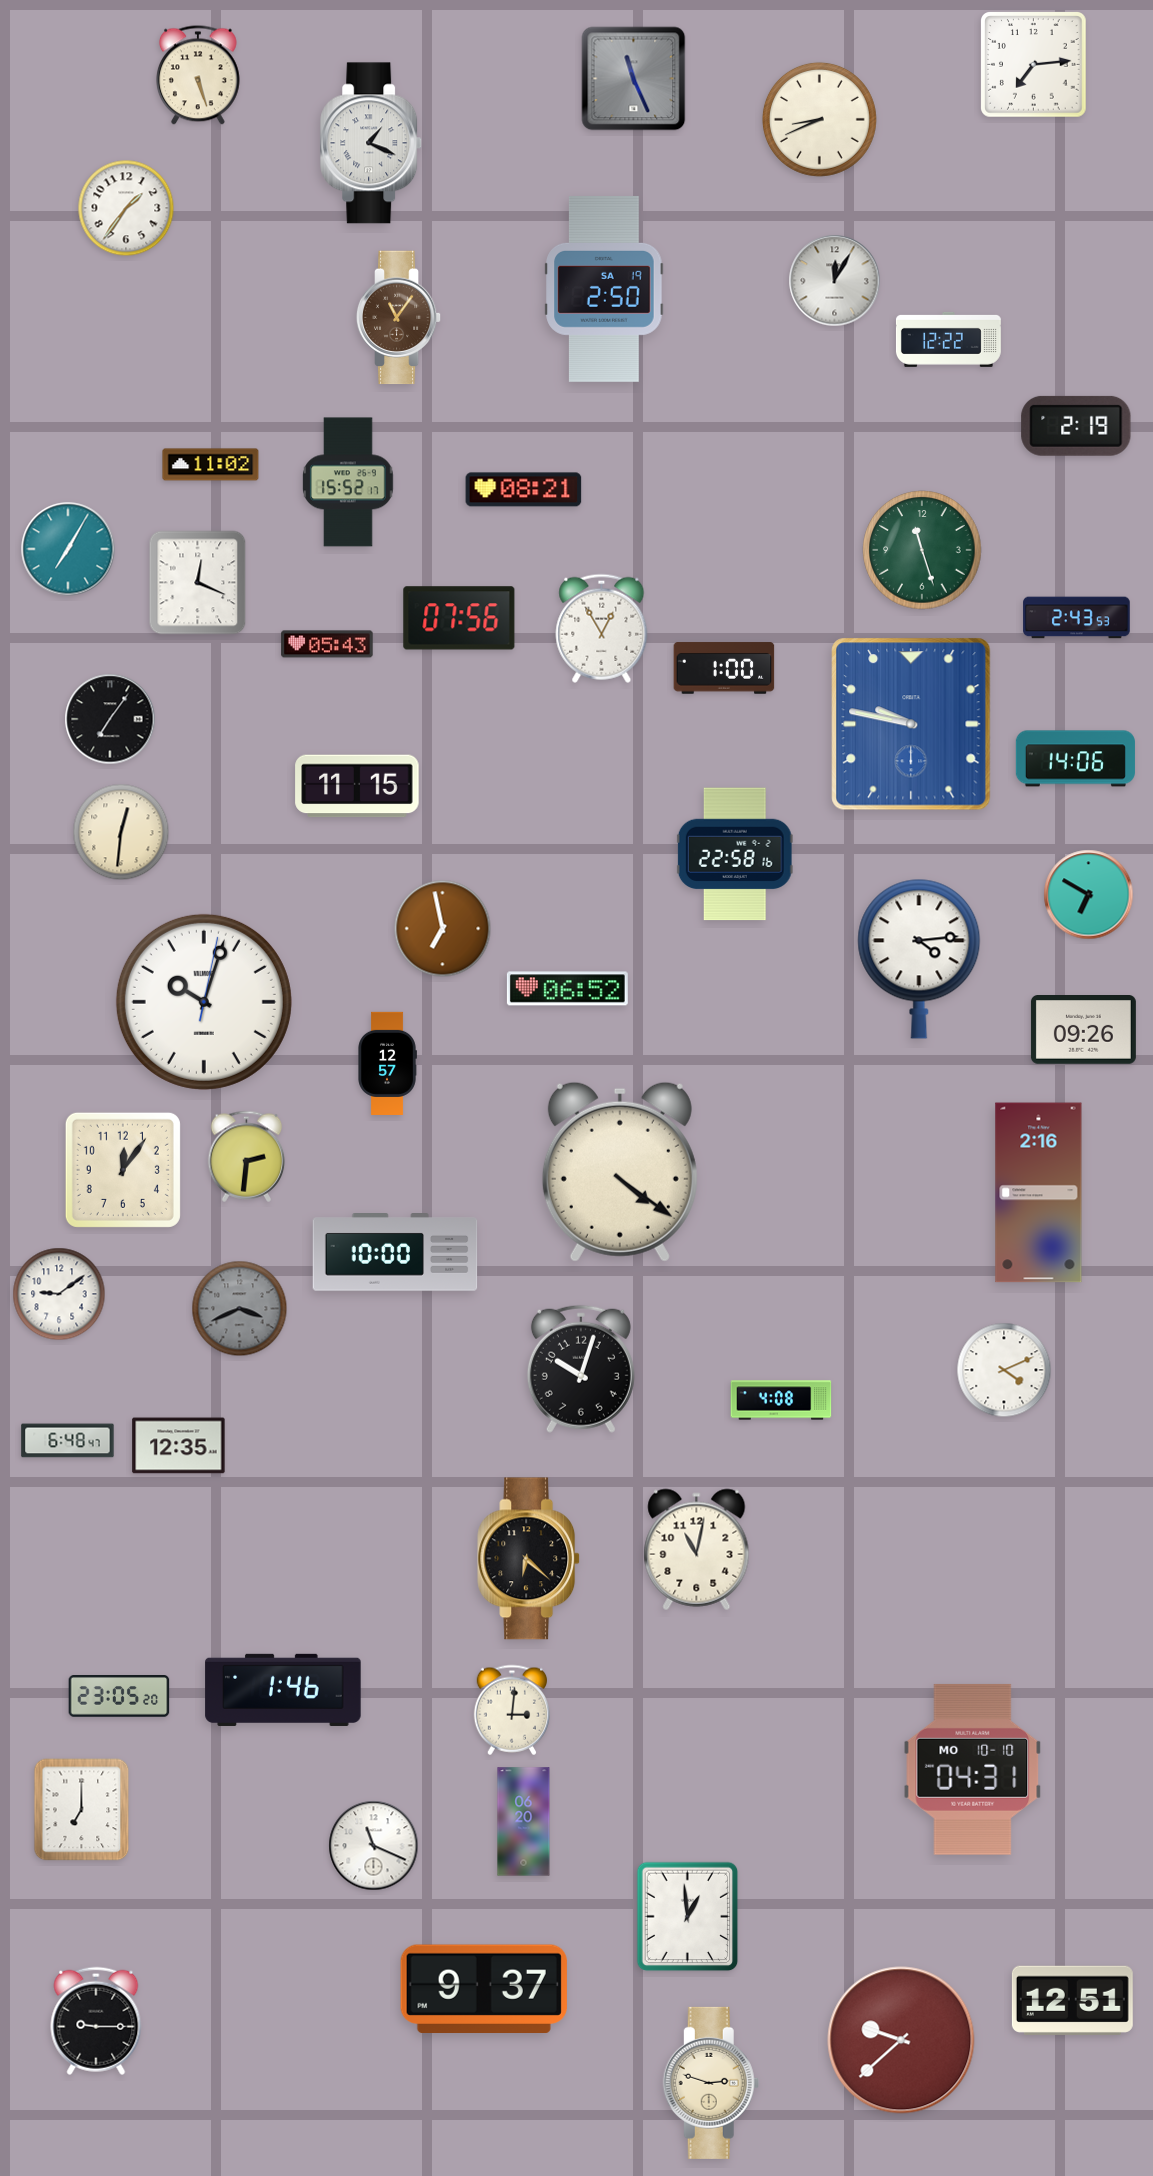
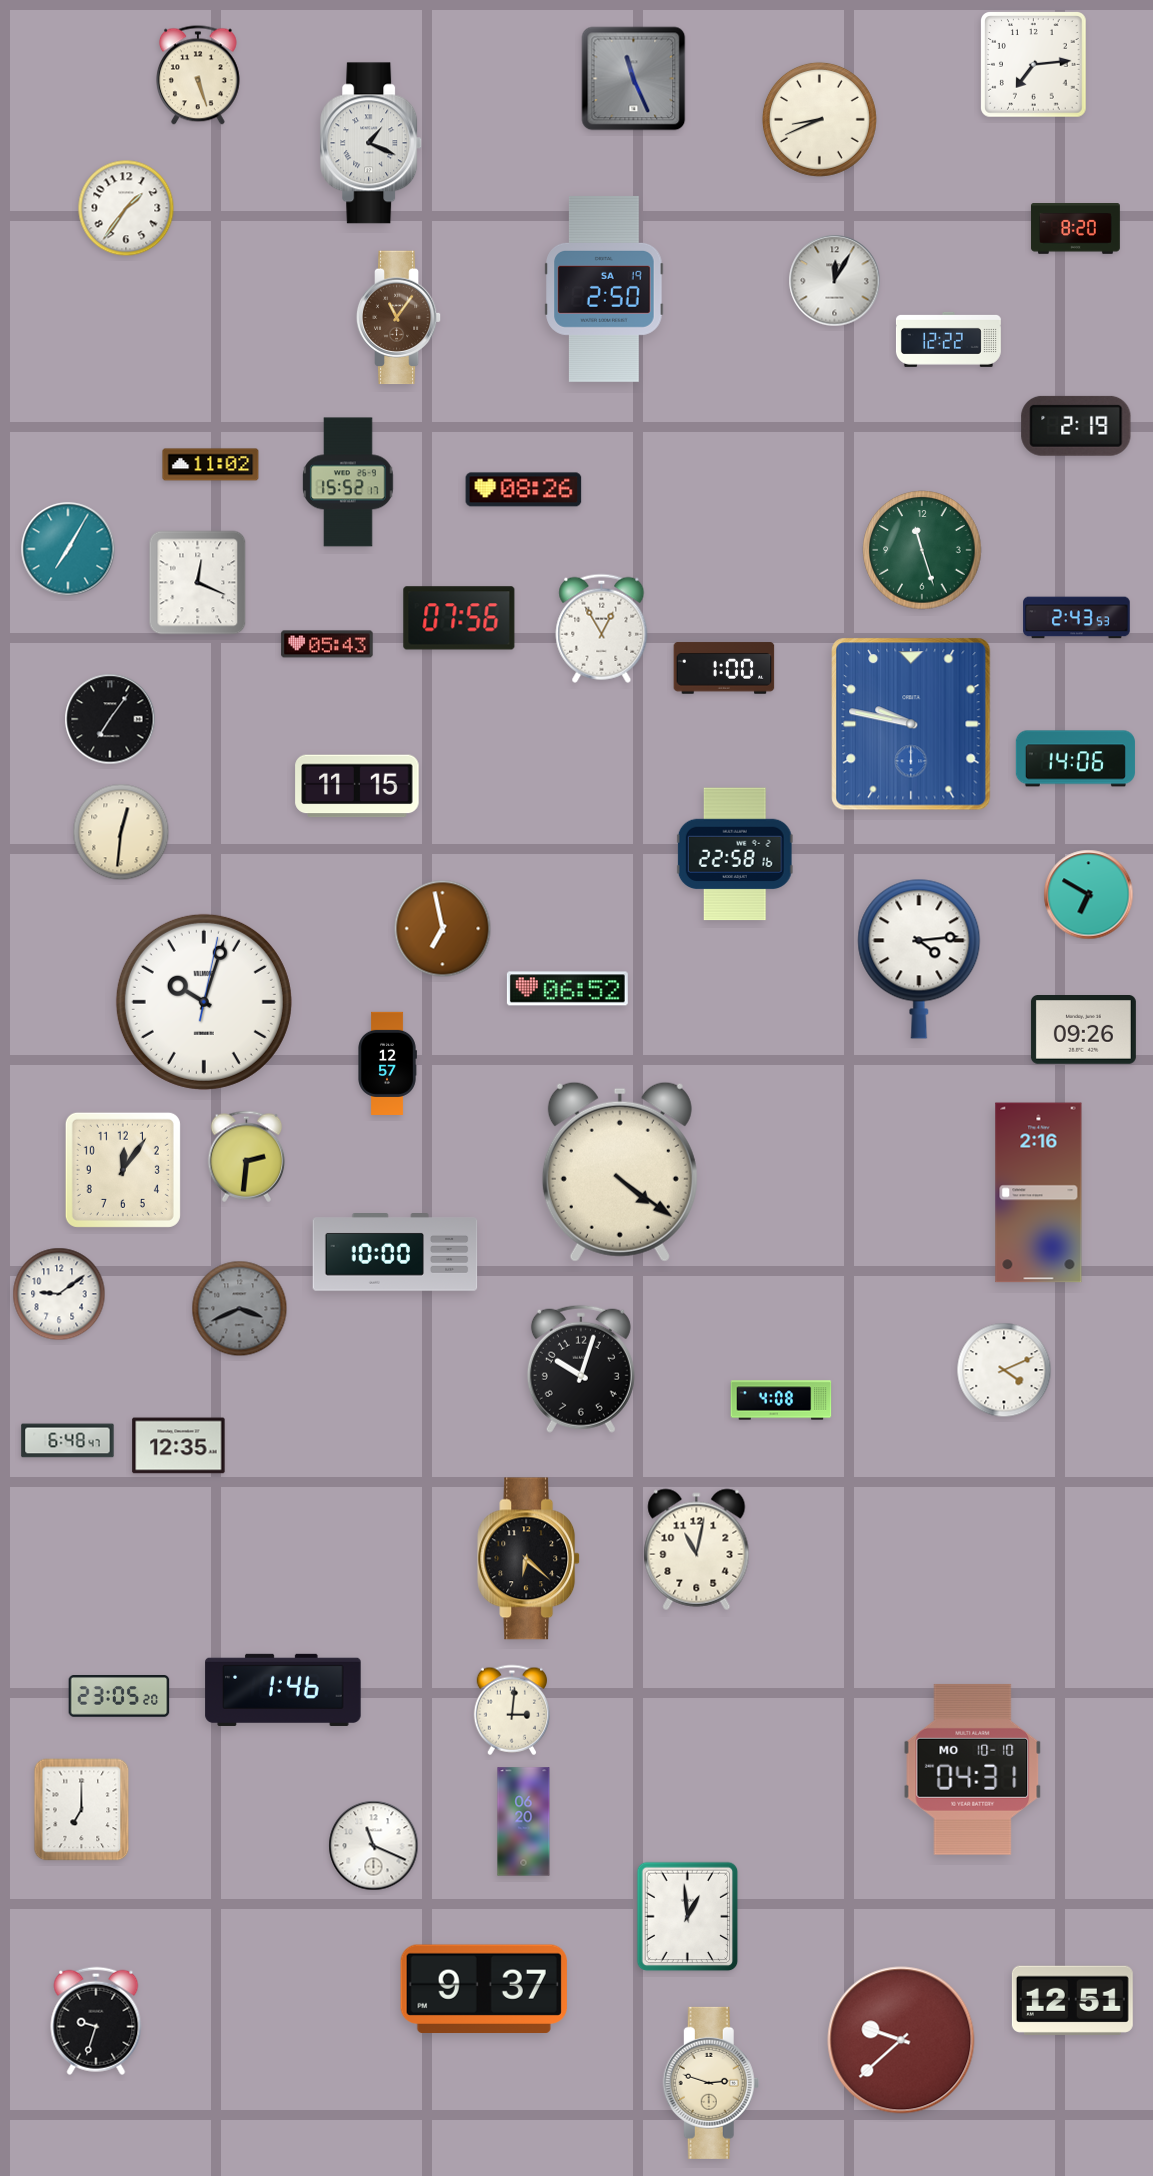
clock at (1075, 229): none -> 8:20
clock at (524, 490): 08:21 -> 08:26
clock at (96, 2021): 9:15 -> 9:33
